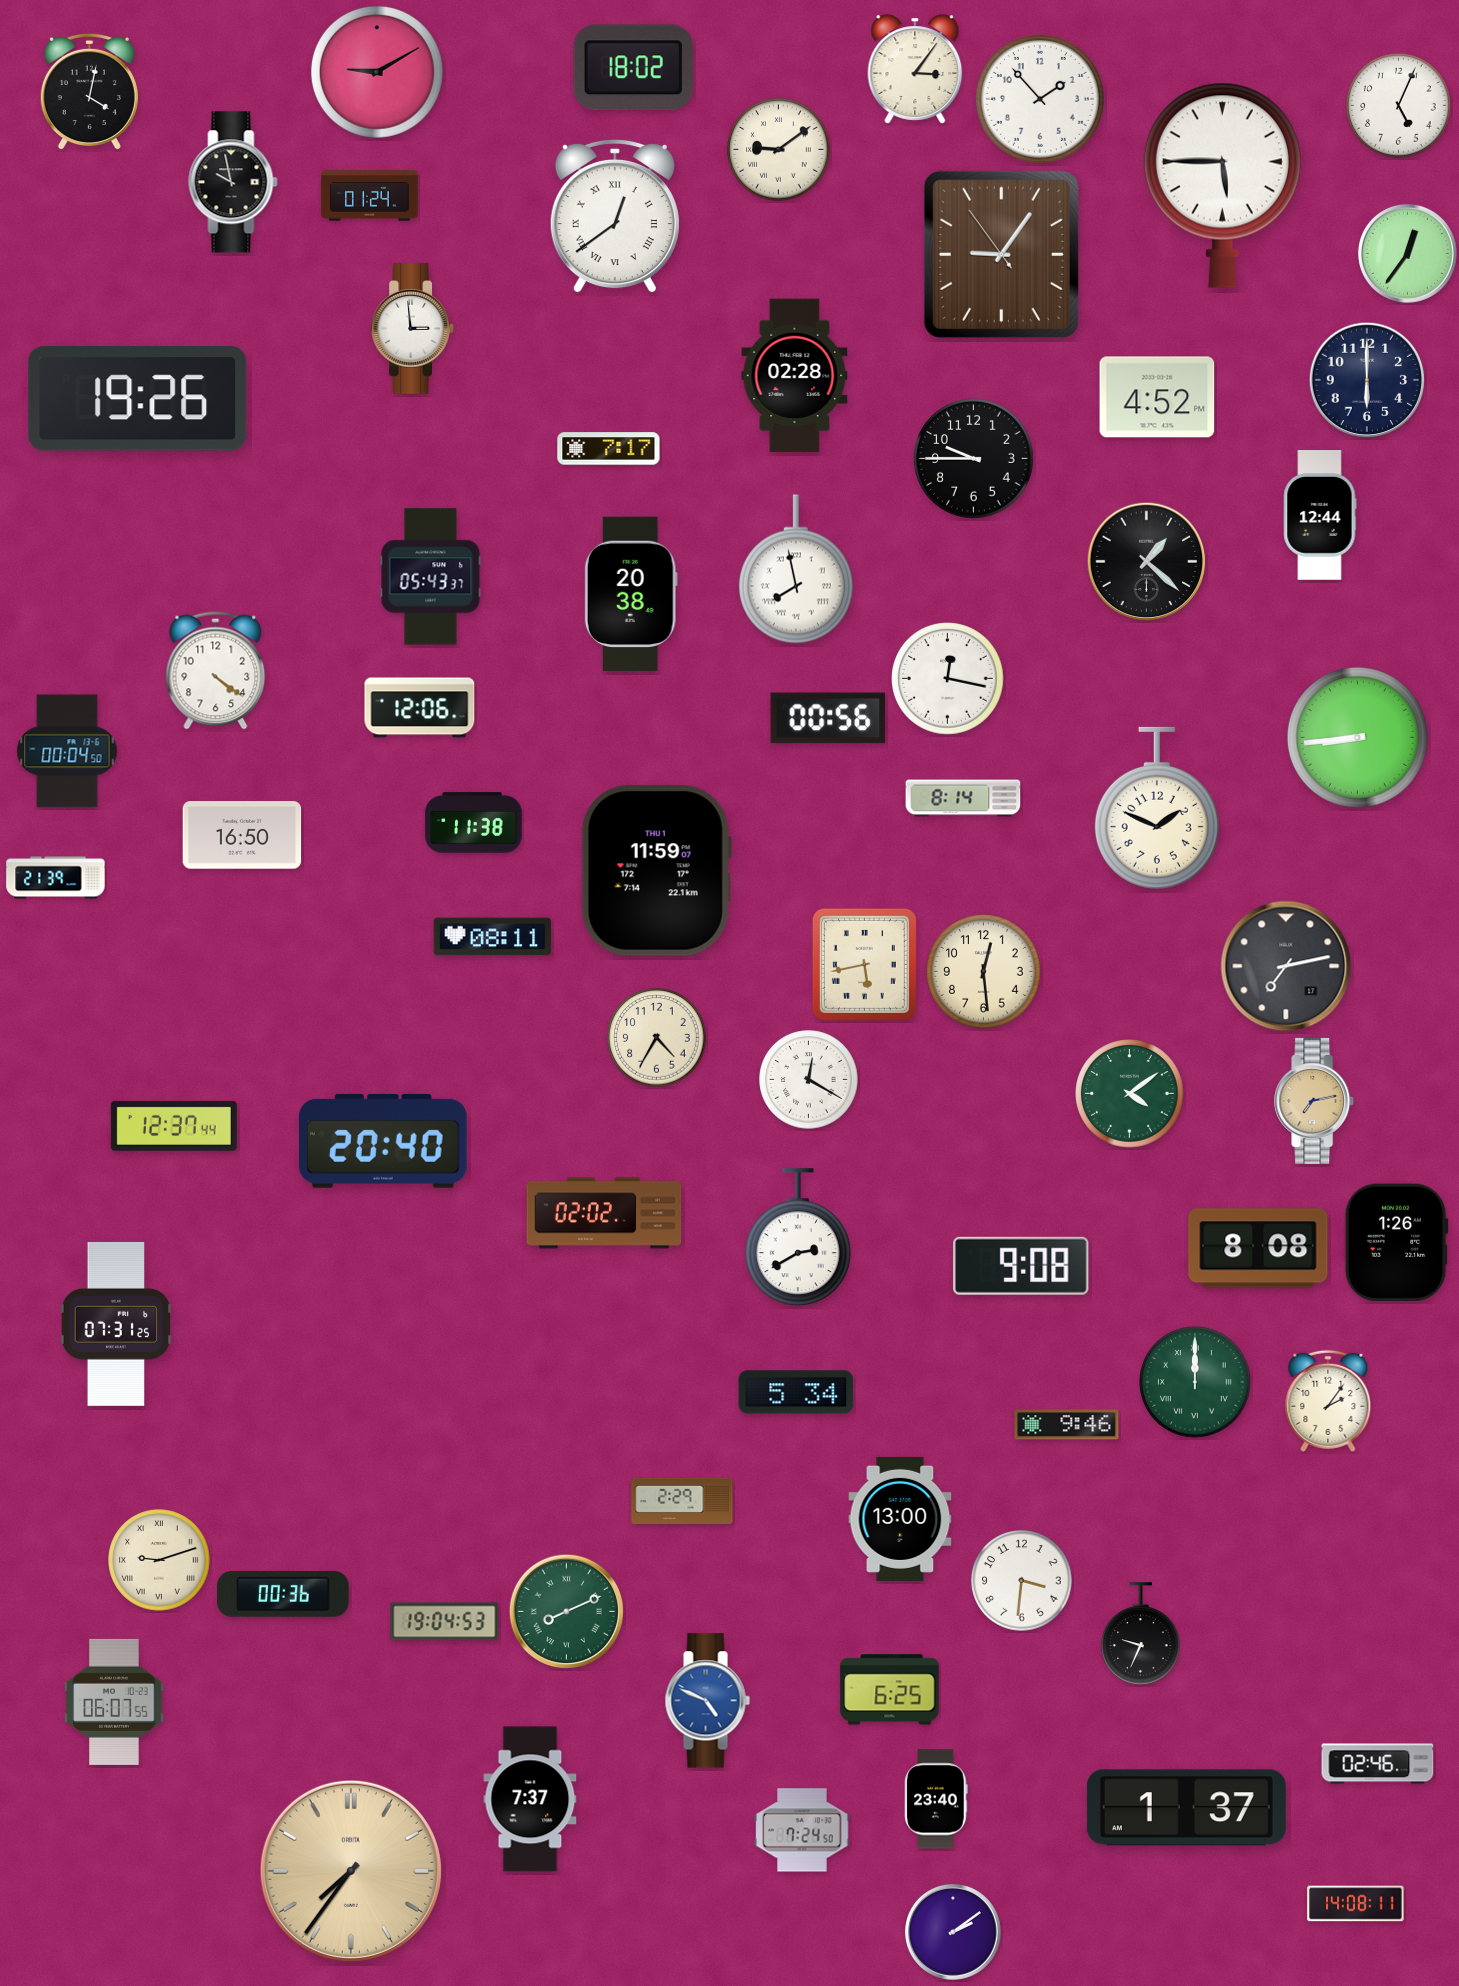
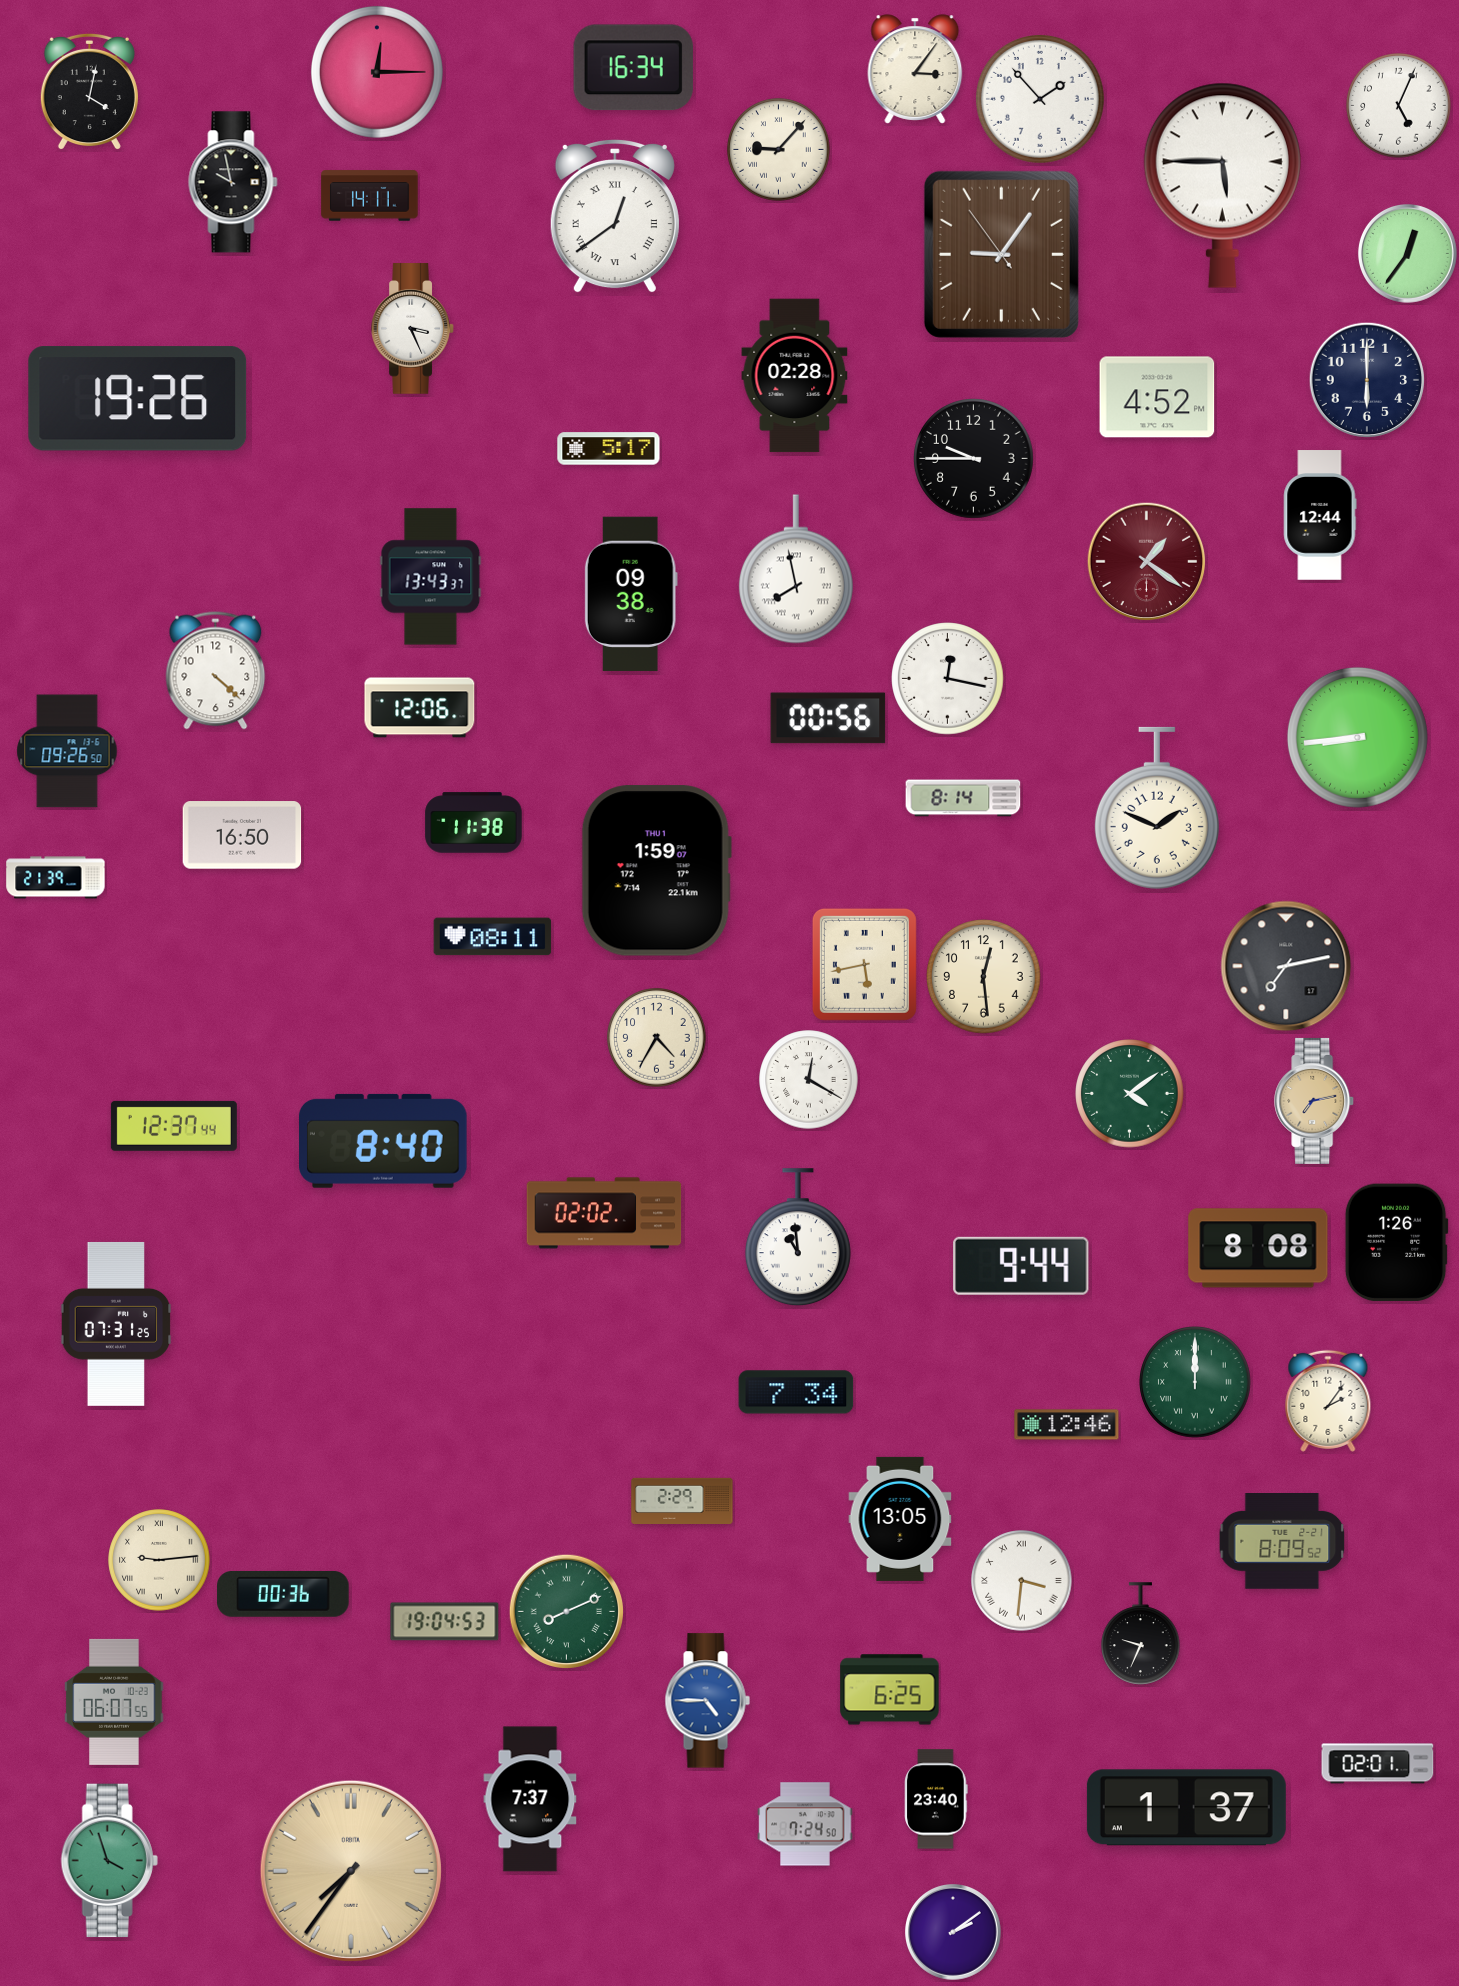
clock at (633, 68): 18:02 -> 16:34
clock at (377, 72): 9:10 -> 12:15
clock at (779, 150): 9:09 -> 9:07
clock at (370, 196): 01:24 -> 14:11
clock at (413, 329): 2:59 -> 3:26
clock at (609, 449): 7:17 -> 5:17
clock at (1147, 562): 1:22 -> 1:21
clock at (1147, 562) dial: black -> burgundy
clock at (431, 577): 05:43 -> 13:43
clock at (631, 594): 20:38 -> 09:38
clock at (216, 671): 4:21 -> 4:22
clock at (67, 751): 00:04 -> 09:26
clock at (656, 871): 11:59 -> 1:59
clock at (984, 972) position: (984, 972) -> (984, 977)
clock at (384, 1141): 20:40 -> 8:40
clock at (798, 1238): 2:40 -> 10:59
clock at (1021, 1266): 9:08 -> 9:44
clock at (796, 1392): 5:34 -> 7:34
clock at (1067, 1425): 9:46 -> 12:46
clock at (900, 1519): 13:00 -> 13:05
clock at (1282, 1541): none -> 8:09
clock at (159, 1560): 9:12 -> 9:14
clock at (1022, 1581) numerals: Arabic -> Roman
clock at (707, 1701): 4:49 -> 4:45
clock at (1378, 1764): 02:46 -> 02:01
clock at (802, 1830) position: (802, 1830) -> (805, 1824)
clock at (109, 1861): none -> 3:57
clock at (1356, 1904): 14:08 -> none
